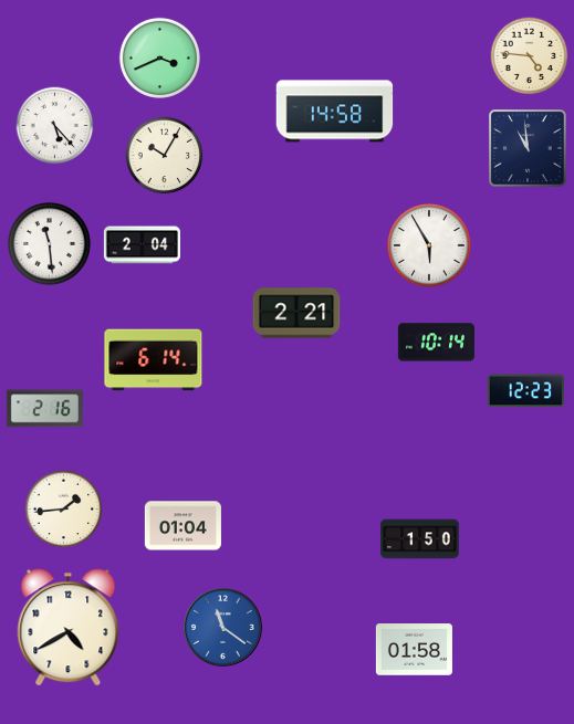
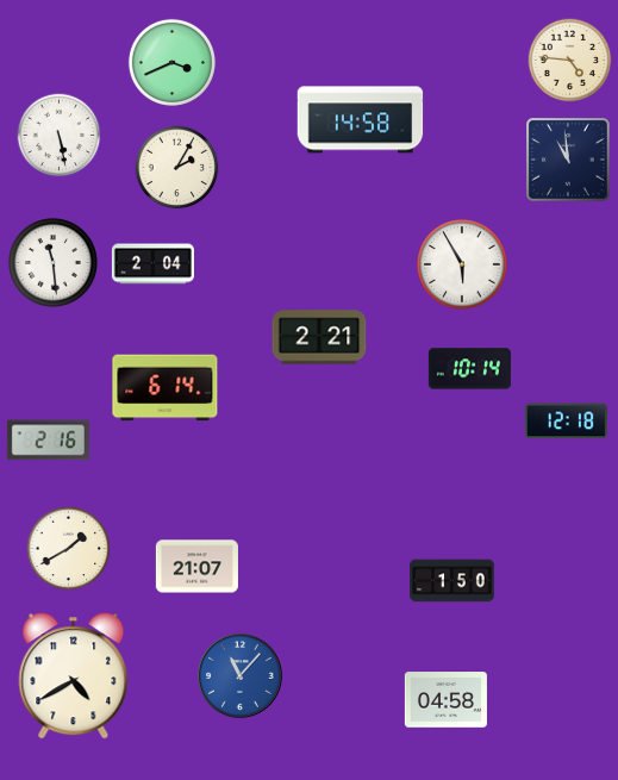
clock at (55, 126): 5:23 -> 5:28
clock at (165, 156): 10:05 -> 2:05
clock at (525, 391): 12:23 -> 12:18
clock at (64, 510): 1:44 -> 1:40
clock at (182, 526): 01:04 -> 21:07
clock at (223, 628): 11:21 -> 11:07
clock at (414, 650): 01:58 -> 04:58
